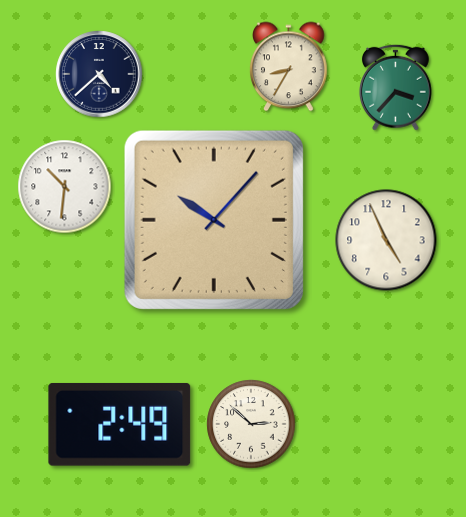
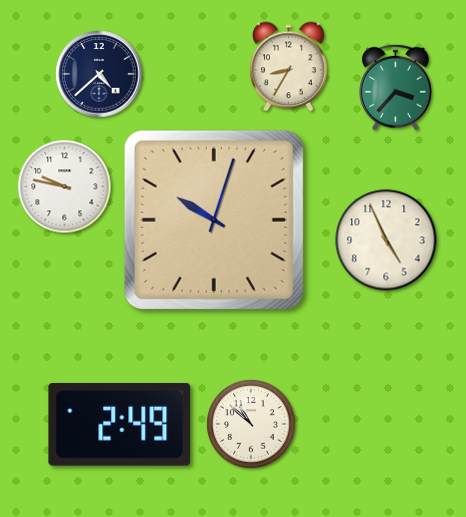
clock at (65, 187): 10:31 -> 9:47
clock at (214, 220): 10:07 -> 10:03
clock at (251, 424): 2:52 -> 10:52
